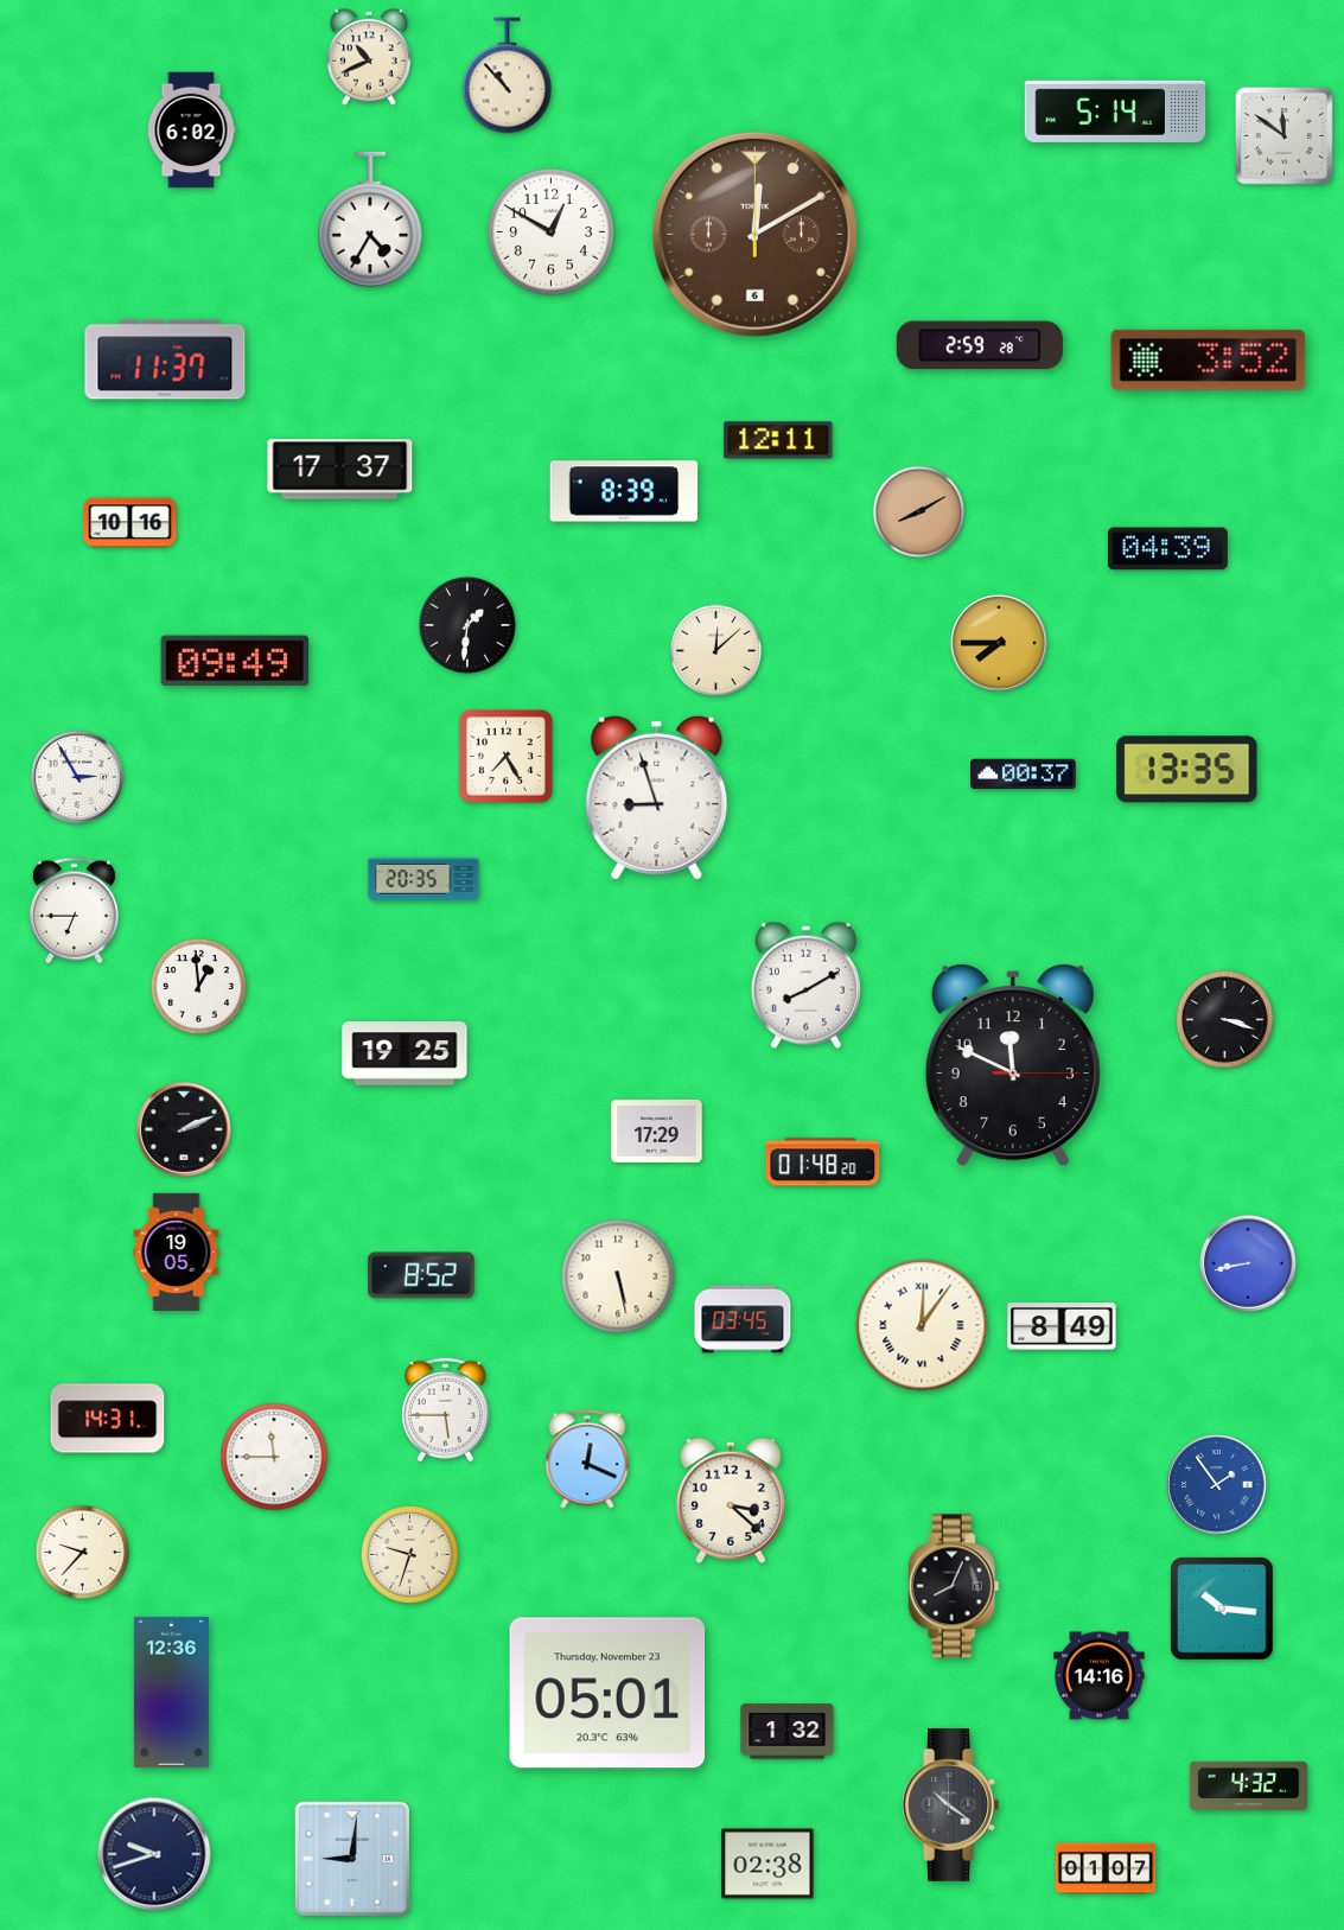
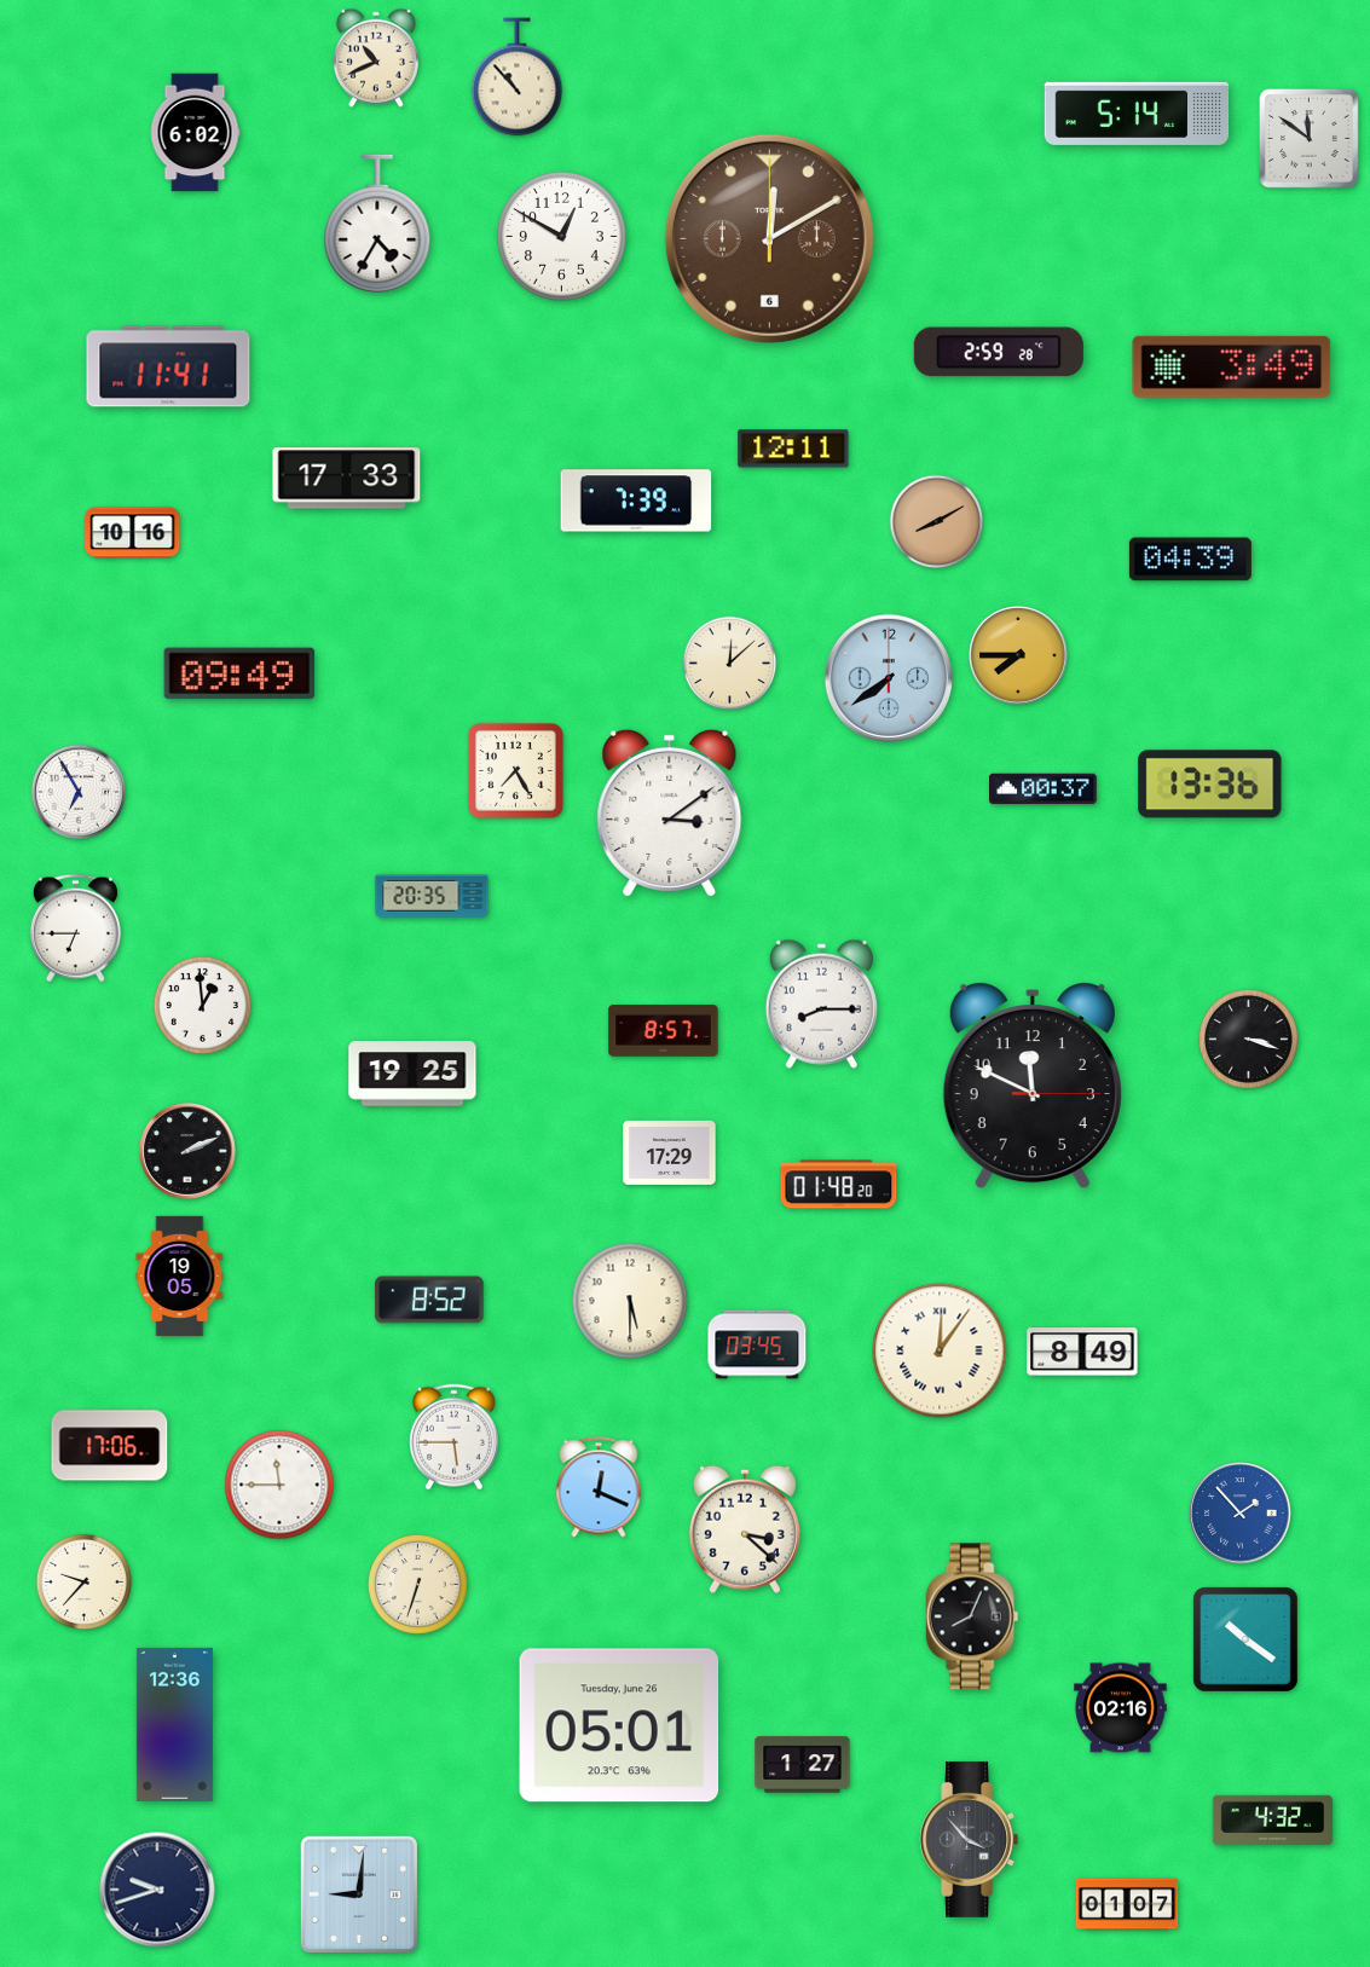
clock at (165, 359): 11:37 -> 11:41
clock at (1209, 359): 3:52 -> 3:49
clock at (340, 470): 17:37 -> 17:33
clock at (624, 491): 8:39 -> 7:39
clock at (467, 625): 1:31 -> none
clock at (888, 677): none -> 7:39
clock at (1187, 770): 13:35 -> 13:36
clock at (77, 777): 2:55 -> 6:55
clock at (657, 797): 8:57 -> 3:09
clock at (805, 985): 8:10 -> 8:15
clock at (664, 1031): none -> 8:57
clock at (1249, 1265): 8:43 -> none
clock at (618, 1276): 5:28 -> 5:30
clock at (108, 1419): 14:31 -> 17:06
clock at (1217, 1485): 1:54 -> 1:53
clock at (409, 1554): 9:33 -> 6:33
clock at (1223, 1610): 10:16 -> 10:21
clock at (1100, 1676): 14:16 -> 02:16
clock at (607, 1693) date: Thursday, November 23 -> Tuesday, June 26
clock at (788, 1732): 1:32 -> 1:27
clock at (951, 1804): 10:21 -> 3:53
clock at (767, 1864): 02:38 -> none
